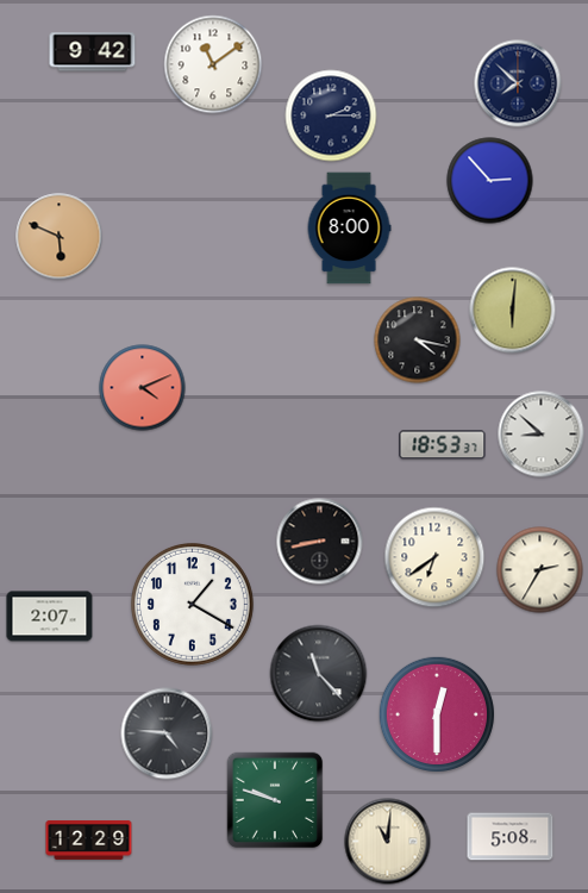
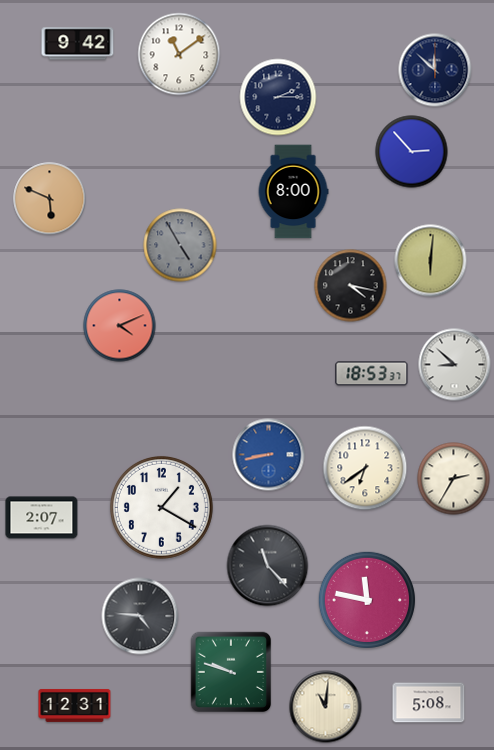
clock at (518, 83): 7:52 -> 11:52
clock at (180, 245): none -> 4:55
clock at (320, 542) dial: black -> blue
clock at (436, 713): 12:30 -> 11:47
clock at (89, 839): 12:29 -> 12:31
